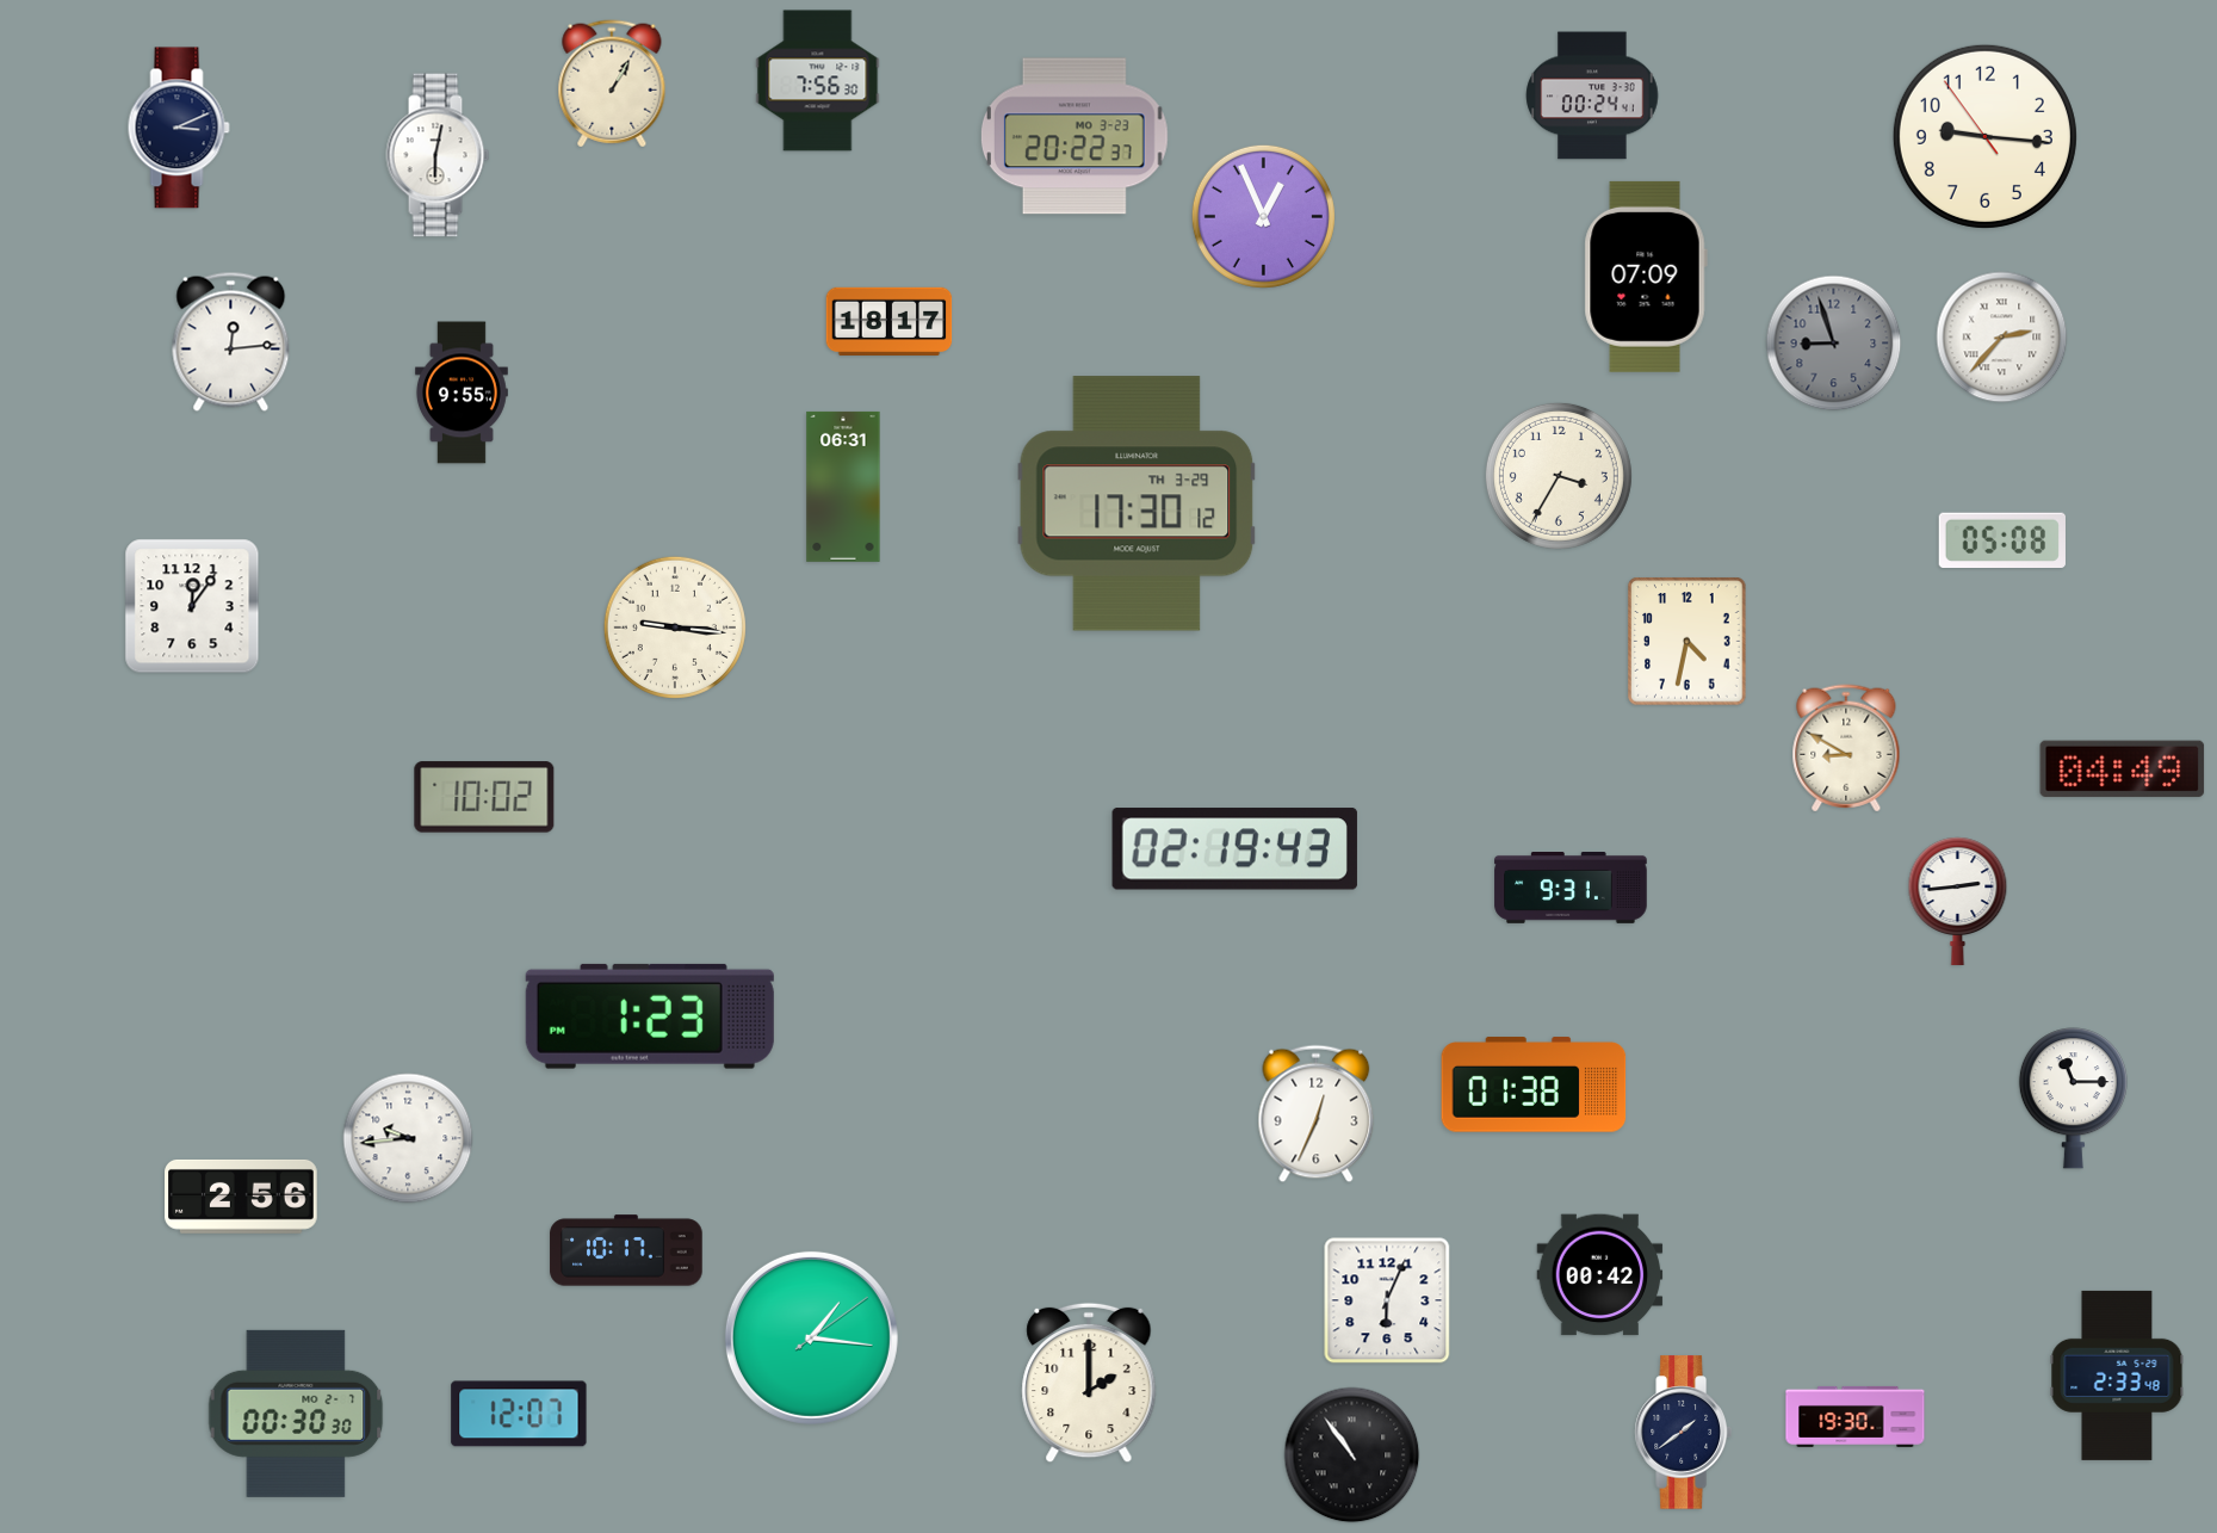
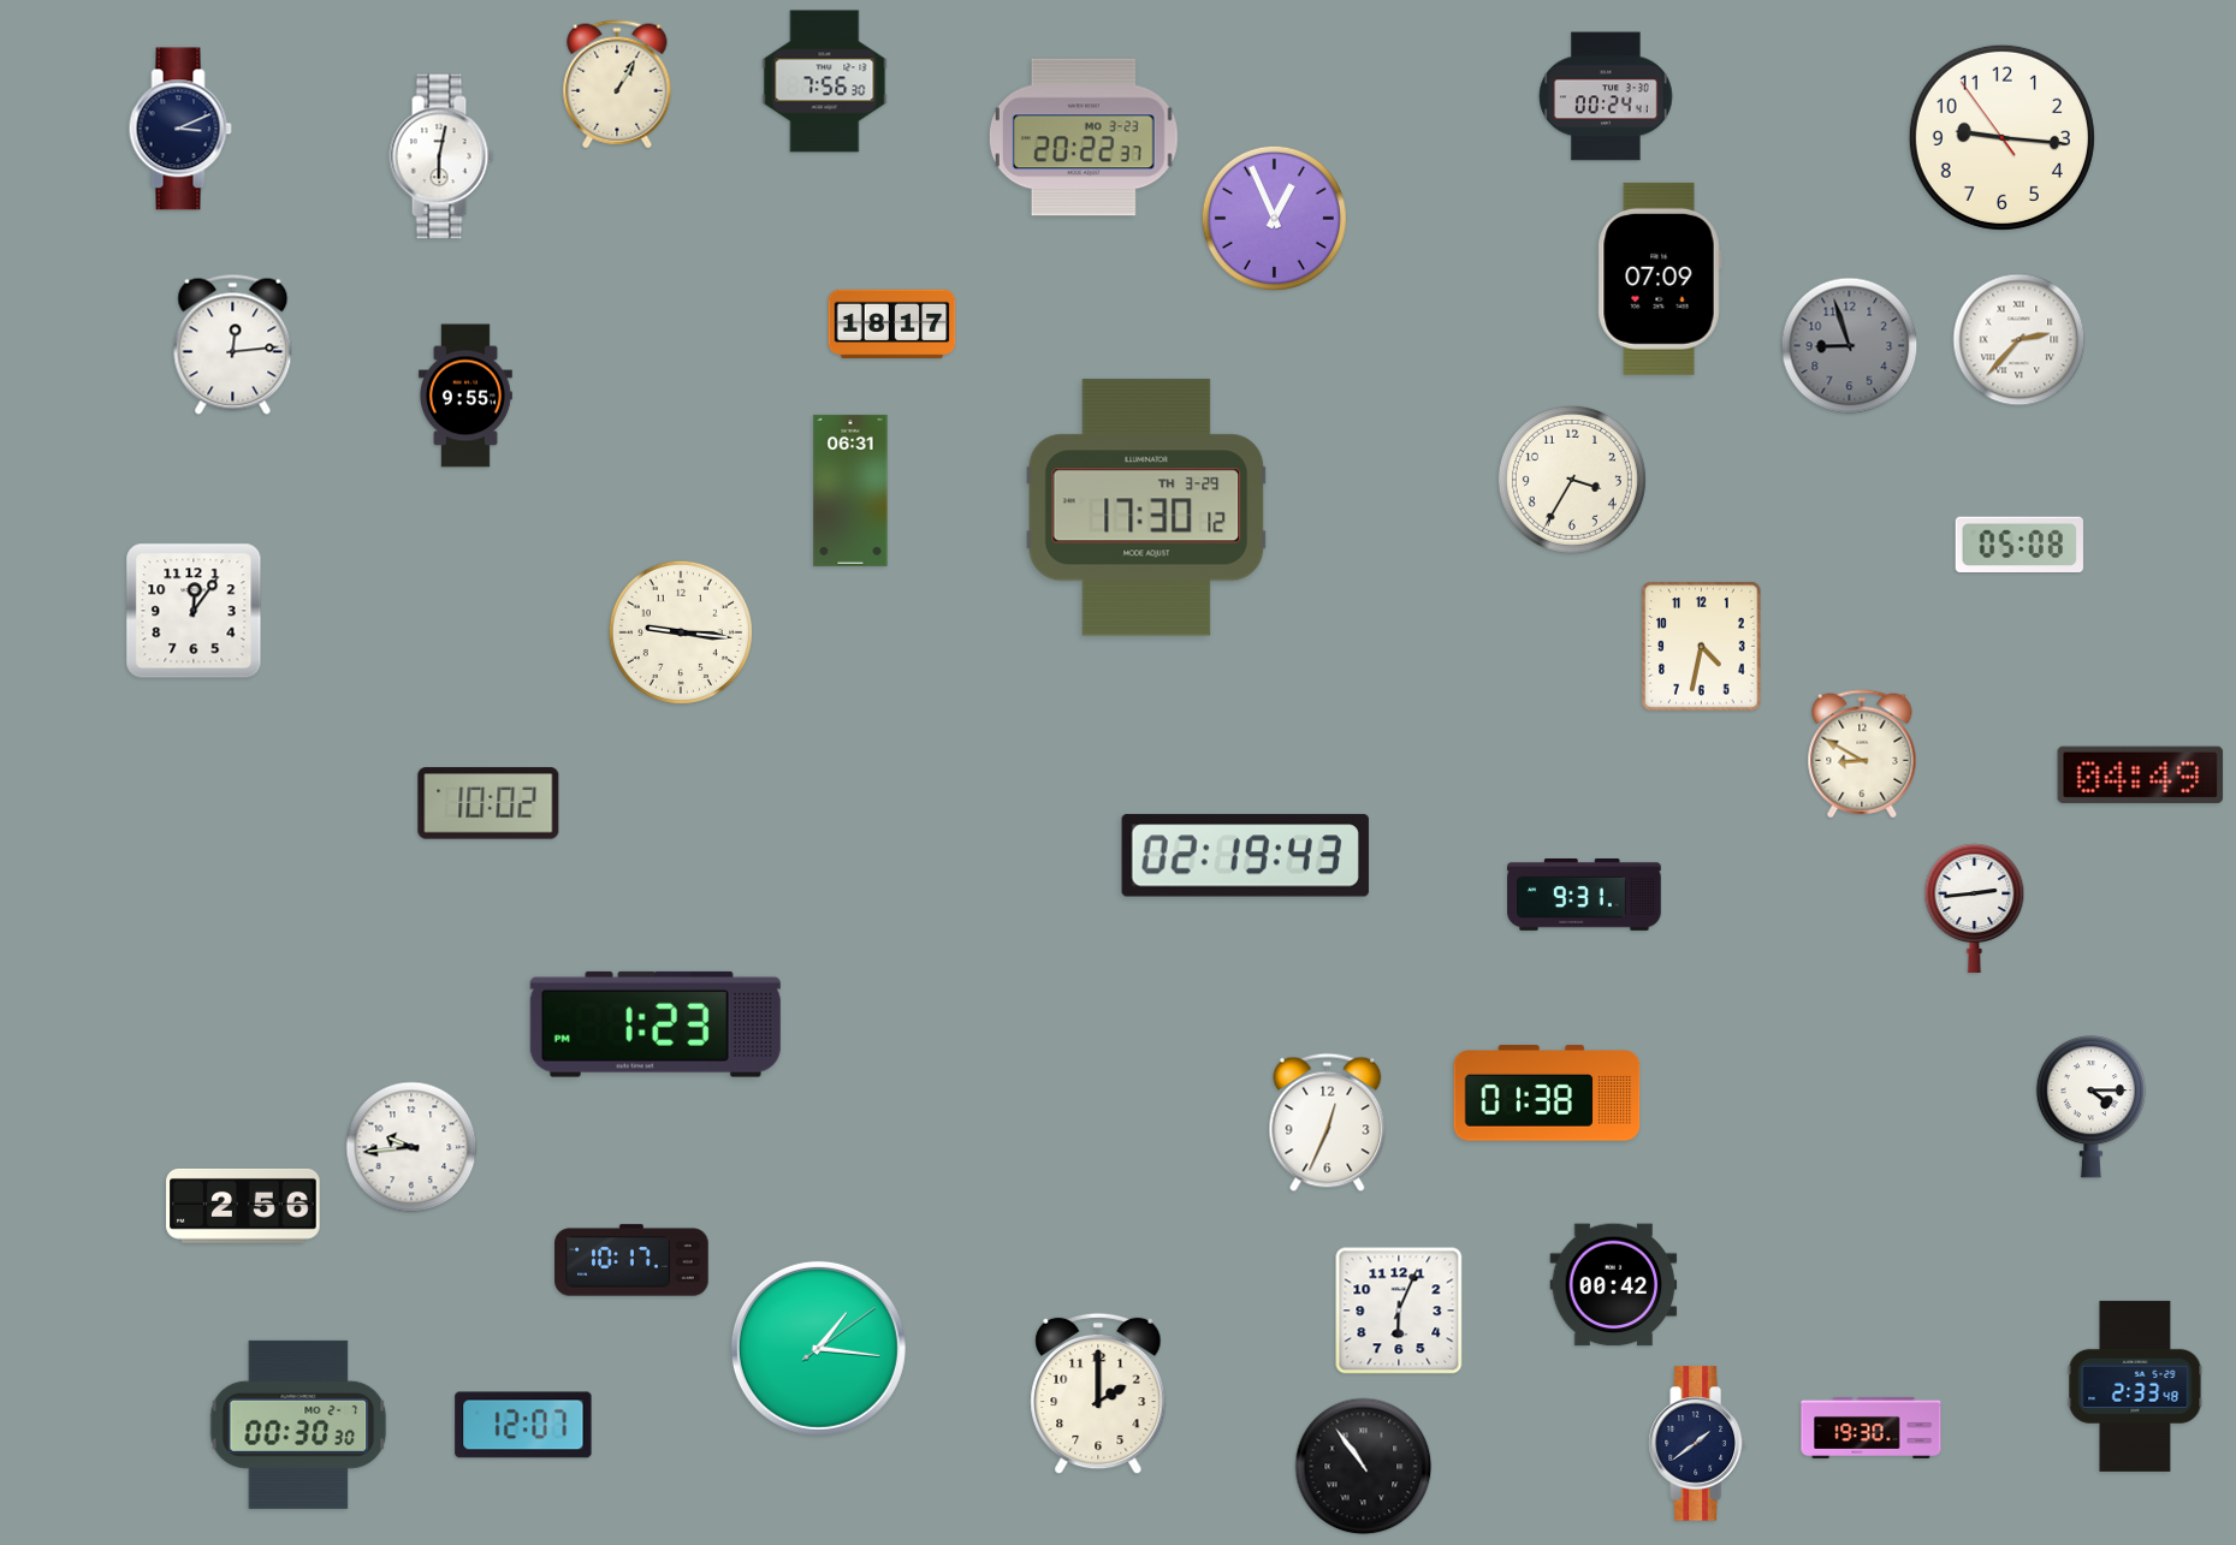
clock at (890, 321) position: (890, 321) -> (892, 323)
clock at (2073, 1099): 11:15 -> 4:15
